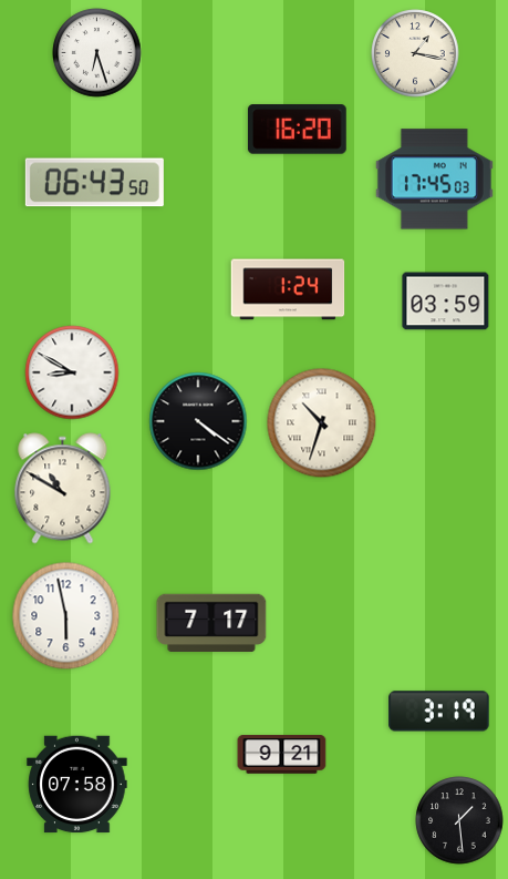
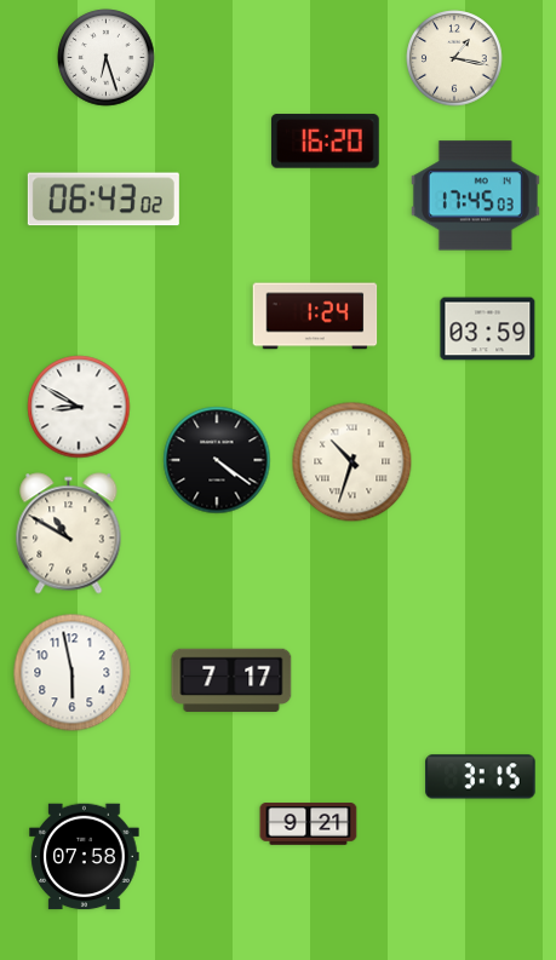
clock at (94, 183): 06:43:50 -> 06:43:02
clock at (439, 712): 3:19 -> 3:15
clock at (459, 820): 1:29 -> none
